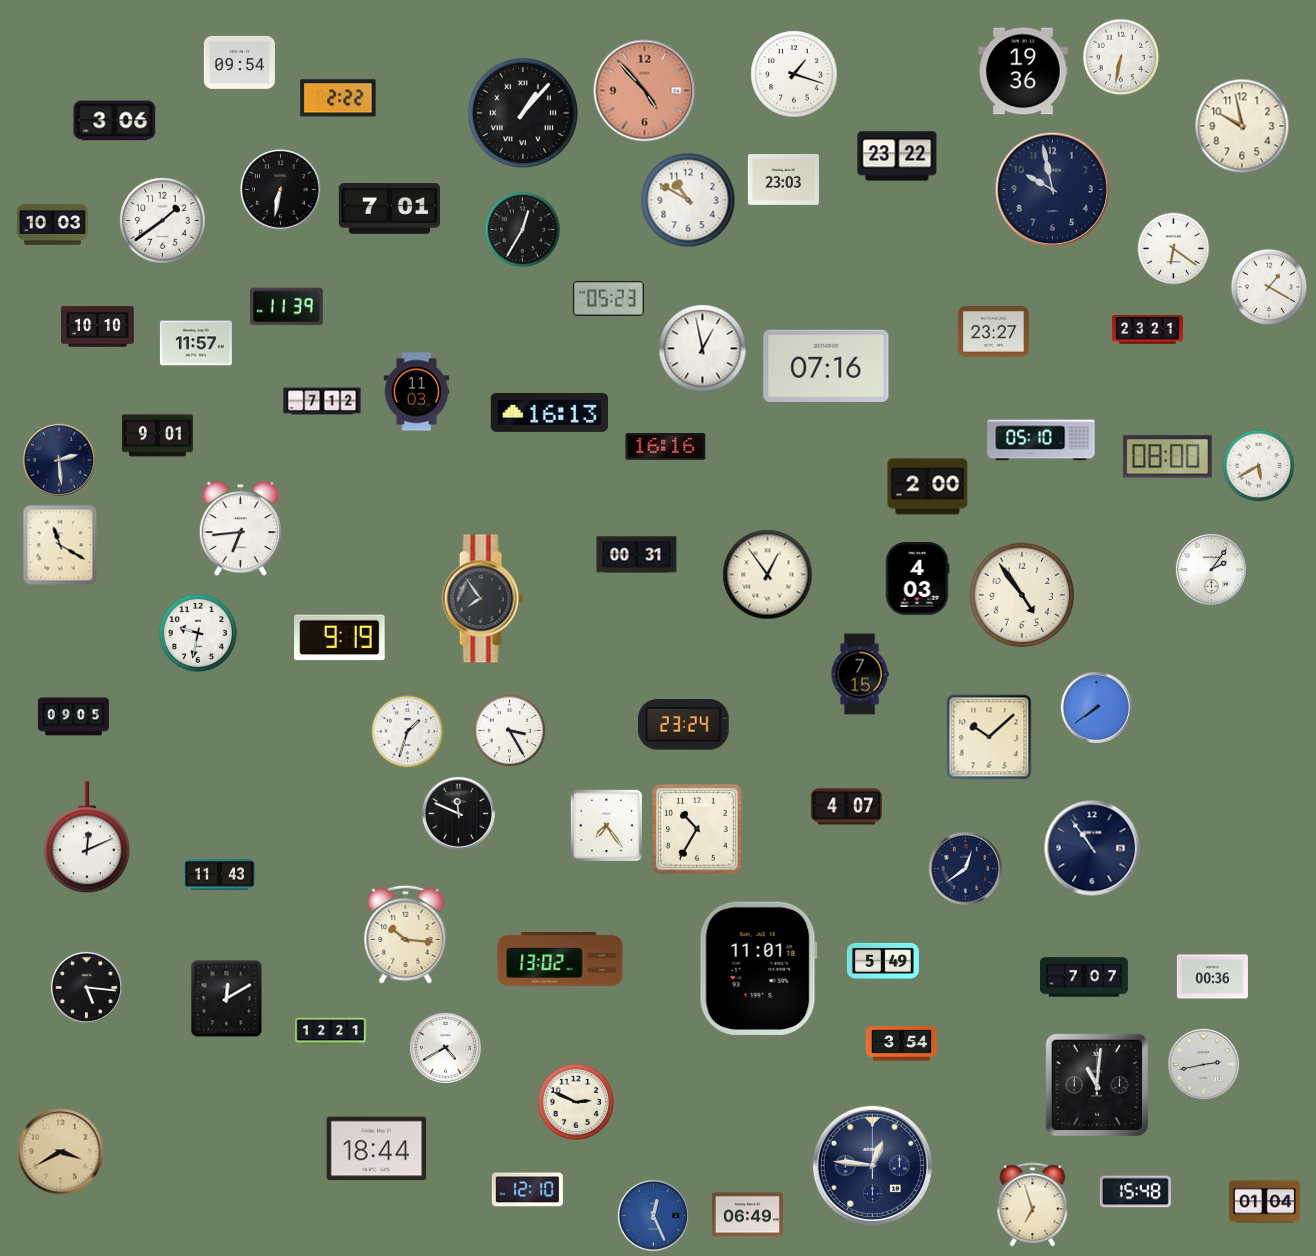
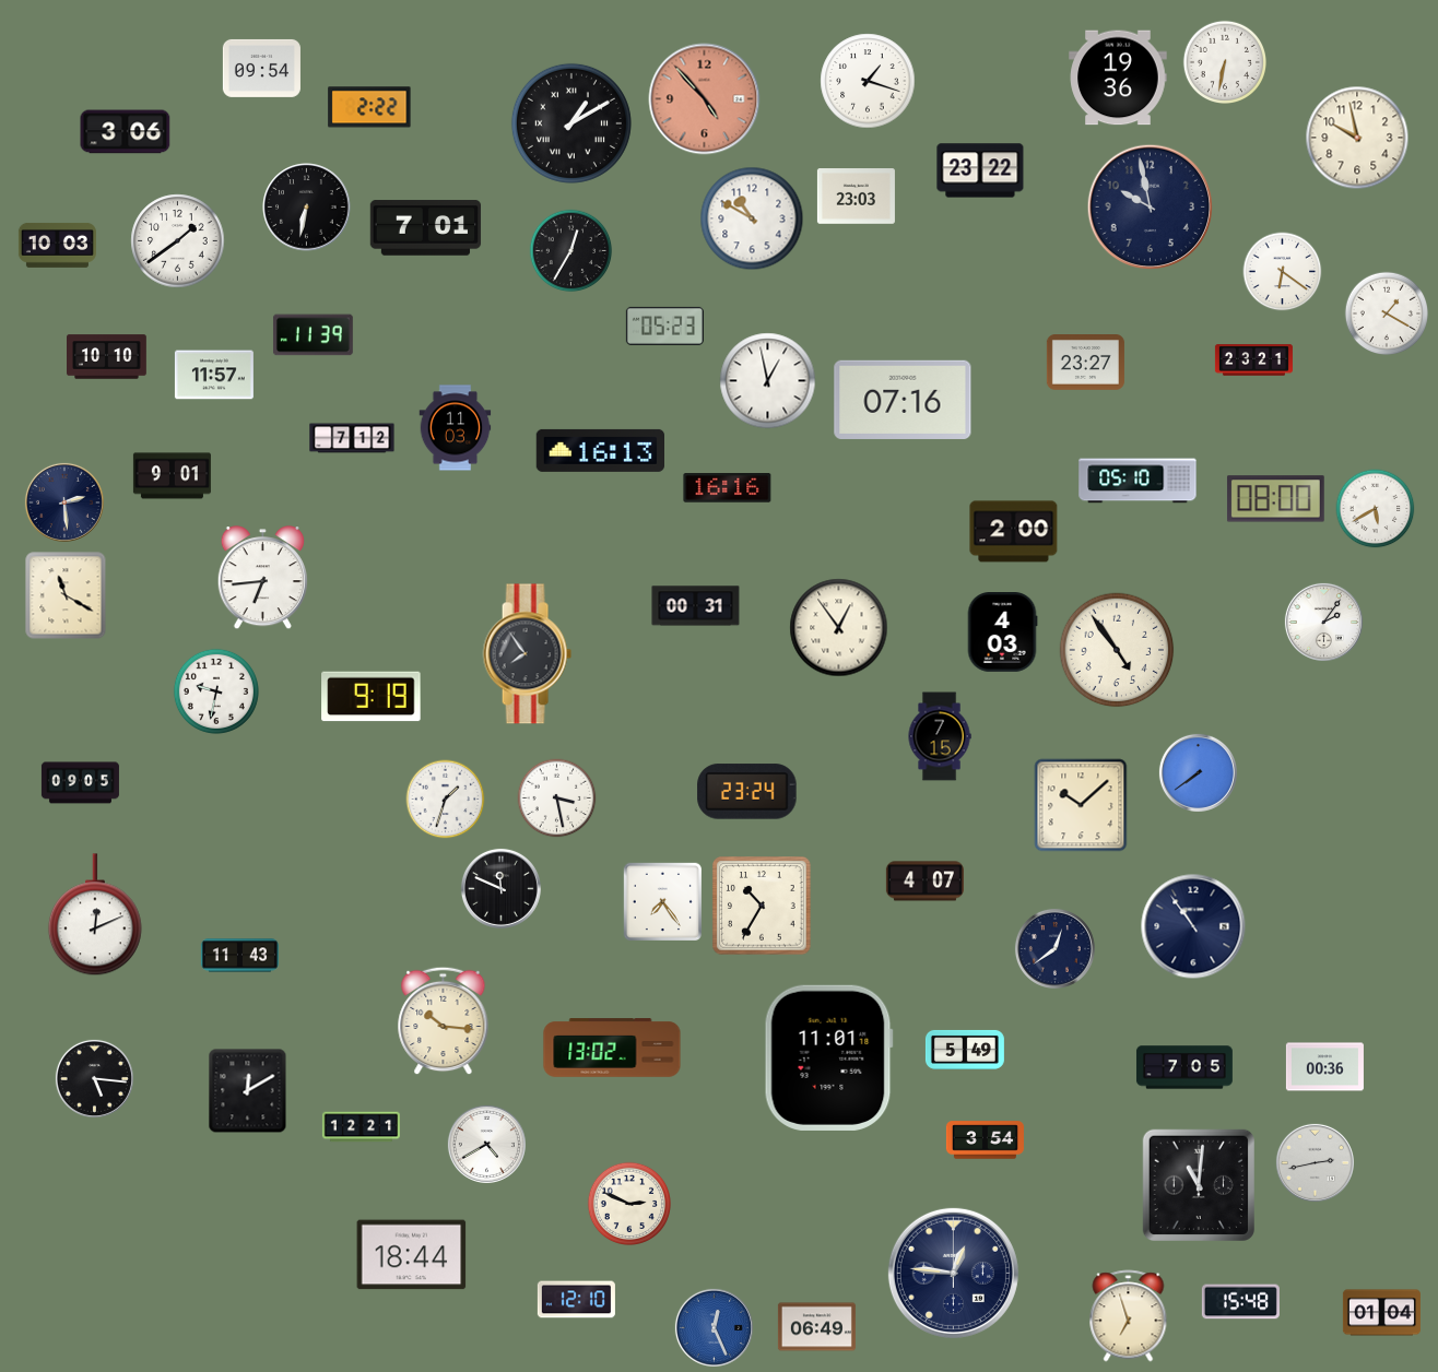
clock at (523, 113): 1:07 -> 1:10
clock at (510, 731): 3:25 -> 3:28
clock at (1084, 977): 7:07 -> 7:05
clock at (61, 1152): 3:40 -> none
